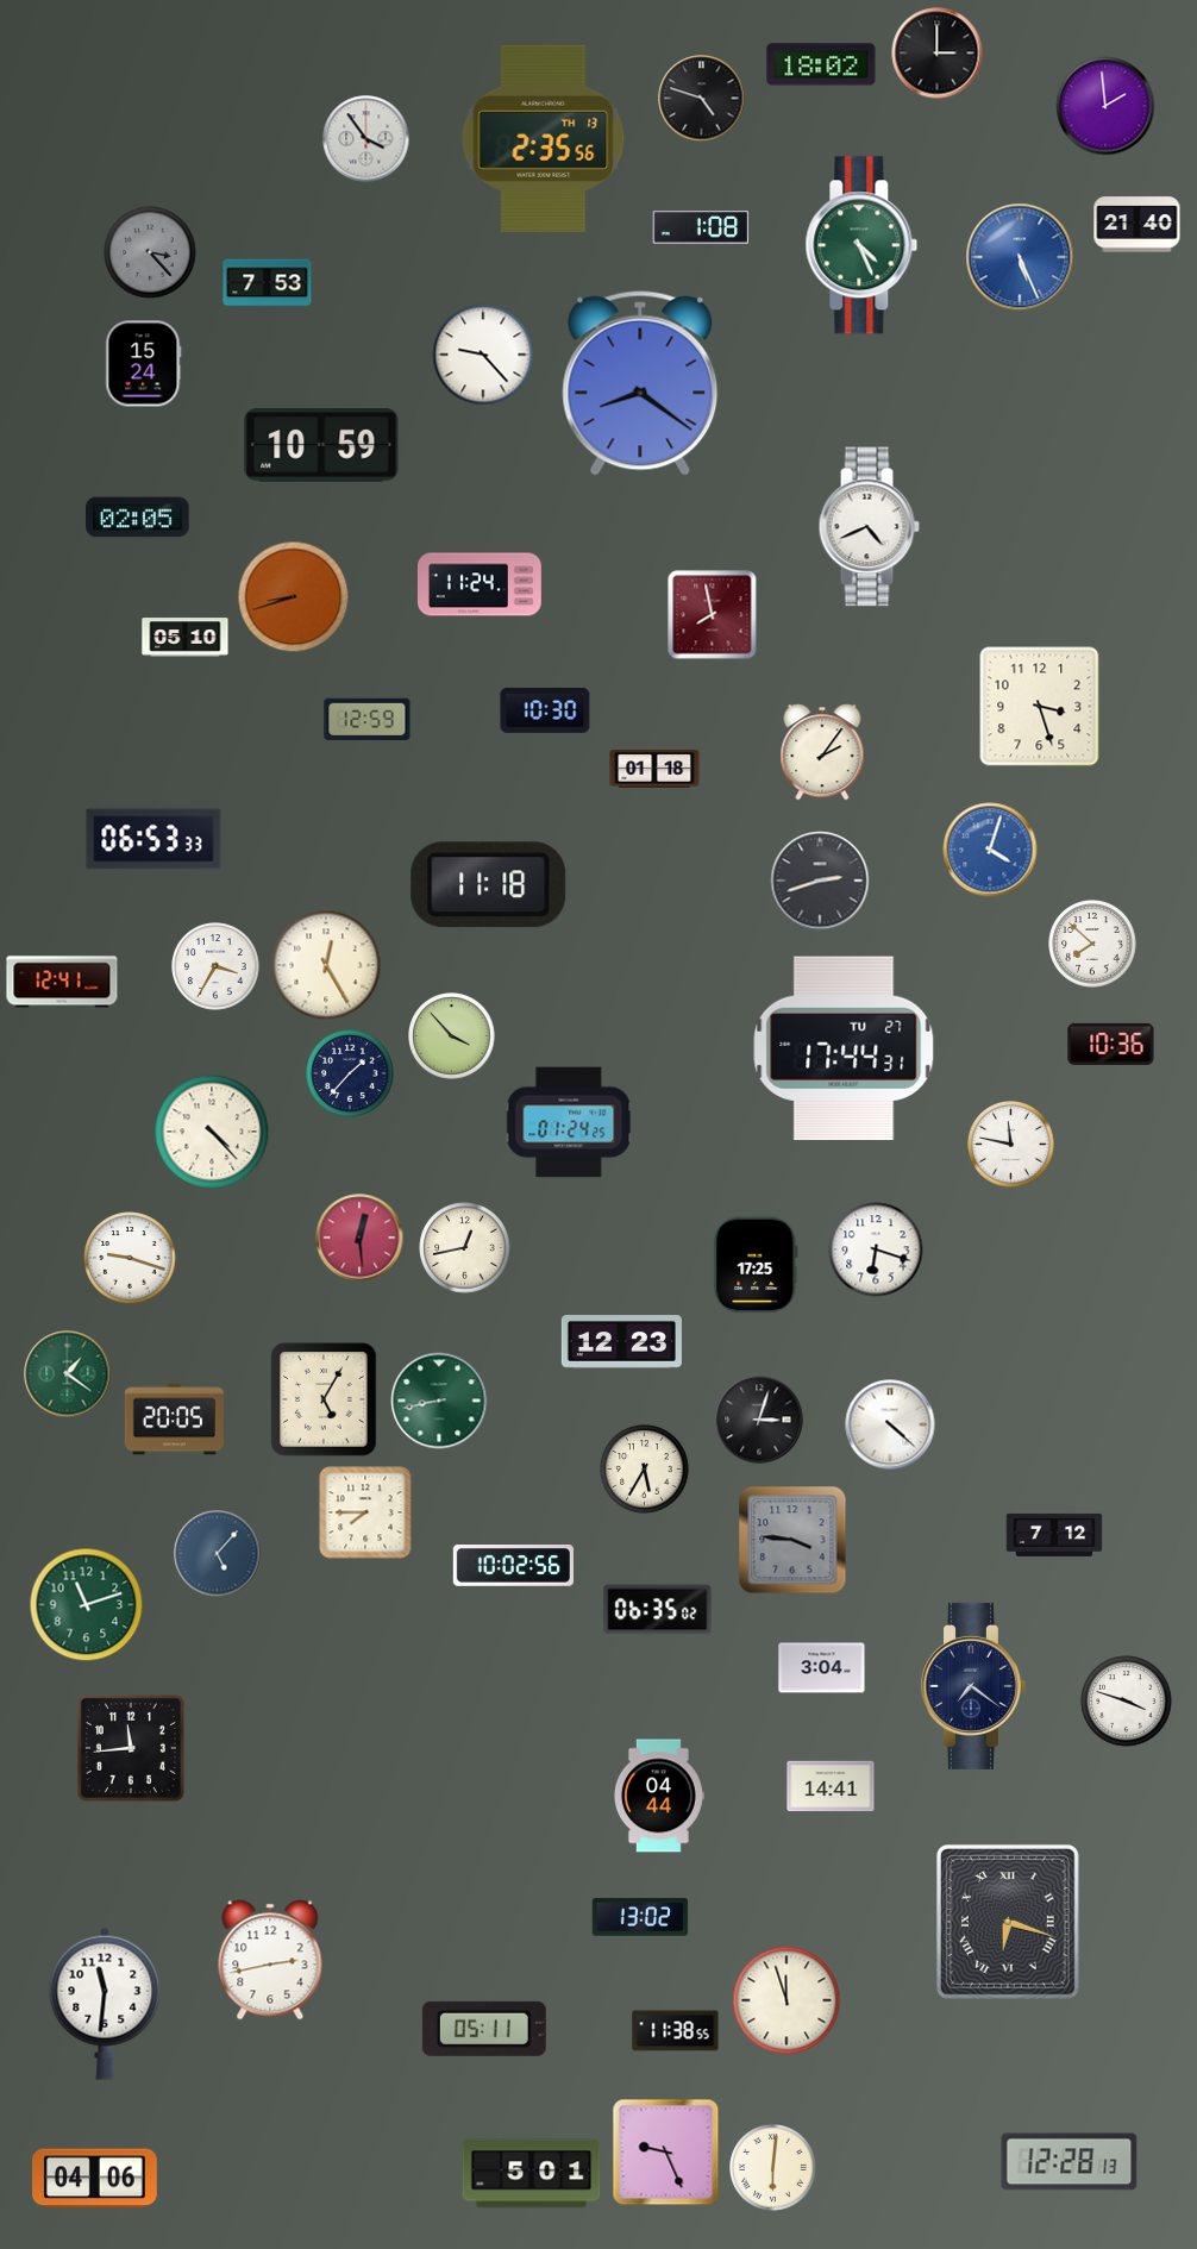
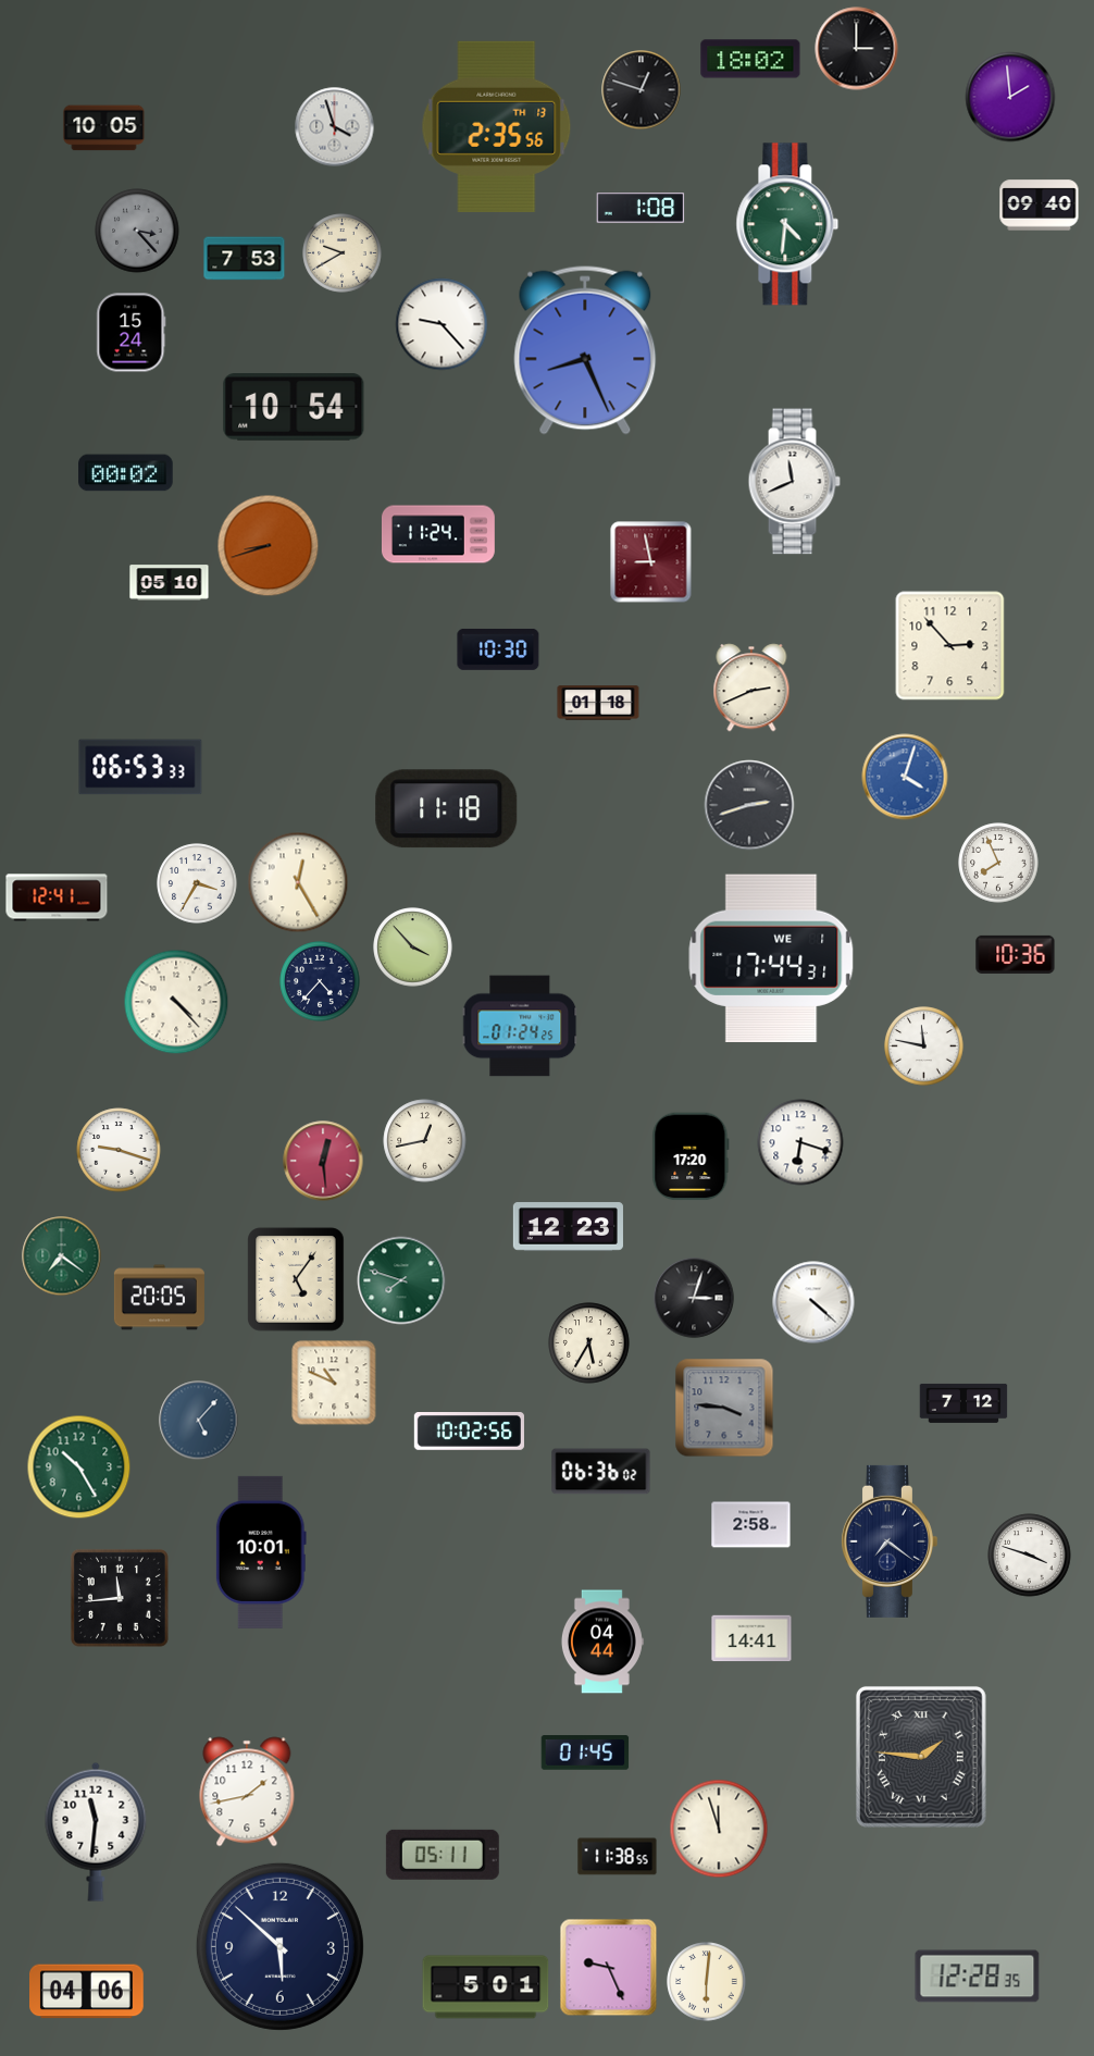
clock at (702, 99): 4:48 -> 12:48
clock at (366, 139): 3:54 -> 3:57
clock at (104, 128): none -> 10:05
clock at (1138, 225): 21:40 -> 09:40
clock at (861, 245): 4:26 -> 4:31
clock at (1020, 257): 5:26 -> none
clock at (343, 253): none -> 9:40
clock at (640, 383): 8:21 -> 8:26
clock at (321, 445): 10:59 -> 10:54
clock at (138, 518): 02:05 -> 00:02
clock at (869, 527): 4:41 -> 11:41
clock at (713, 615): 7:58 -> 8:58
clock at (1040, 707): 3:27 -> 2:53
clock at (368, 719): 12:59 -> none
clock at (822, 752): 2:06 -> 2:41
clock at (1092, 944): 7:52 -> 7:56
clock at (844, 1047) date: TU 27 -> WE 1
clock at (350, 1073): 1:37 -> 4:37
clock at (212, 1132) position: (212, 1132) -> (176, 1002)
clock at (359, 1238) position: (359, 1238) -> (323, 1161)
clock at (756, 1265): 17:25 -> 17:20
clock at (68, 1374): 1:21 -> 7:21
clock at (324, 1399): 5:05 -> 5:06
clock at (439, 1401): 8:43 -> 7:48
clock at (365, 1512): 7:45 -> 10:49
clock at (87, 1605): 11:12 -> 10:25
clock at (658, 1610): 06:35 -> 06:36
clock at (822, 1668): 3:04 -> 2:58
clock at (261, 1552): none -> 10:01
clock at (831, 1786) position: (831, 1786) -> (751, 1638)
clock at (640, 1917): 13:02 -> 01:45
clock at (1008, 1922): 6:18 -> 1:46
clock at (270, 1960): 2:43 -> 1:43
clock at (279, 1946): none -> 5:52
clock at (1070, 2162): 12:28:13 -> 12:28:35
